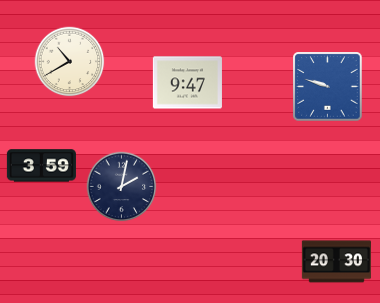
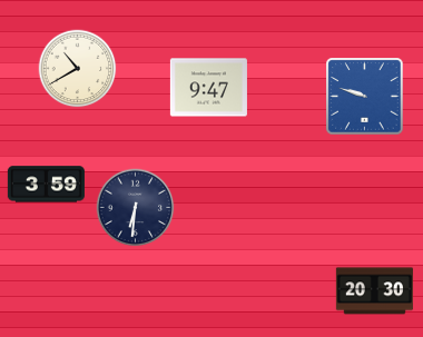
clock at (187, 83) position: (187, 83) -> (208, 88)
clock at (122, 187): 2:02 -> 6:31
